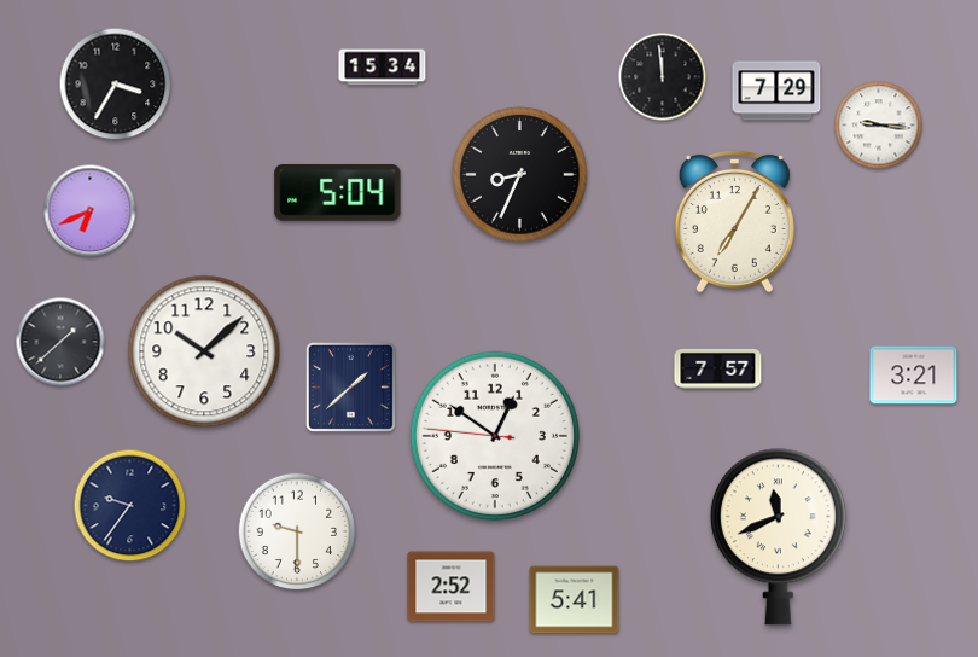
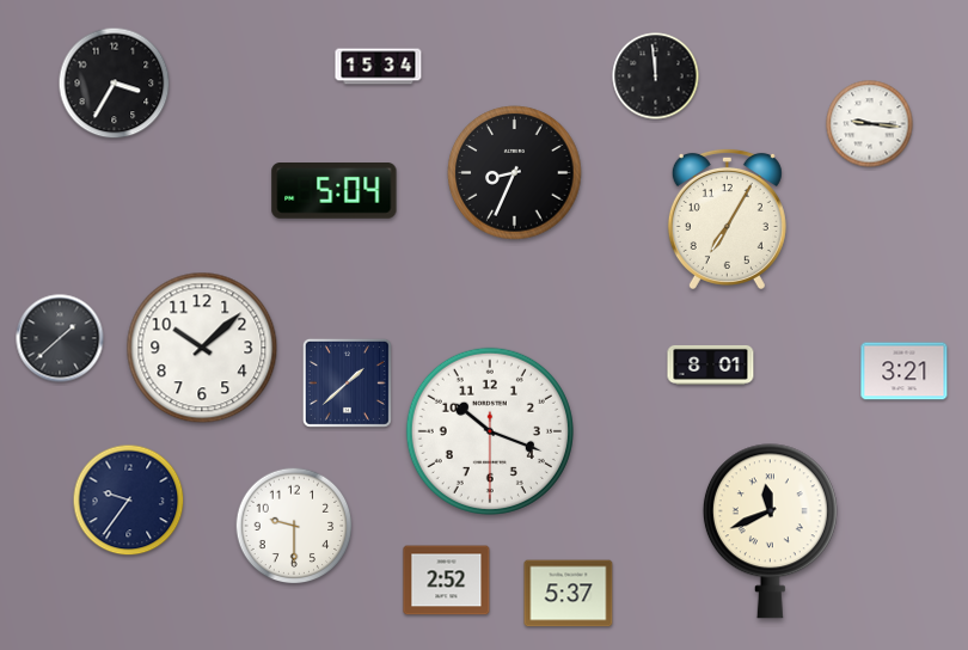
clock at (776, 91): 7:29 -> none
clock at (91, 211): 6:41 -> none
clock at (718, 368): 7:57 -> 8:01
clock at (495, 436): 12:50 -> 10:18
clock at (575, 600): 5:41 -> 5:37
